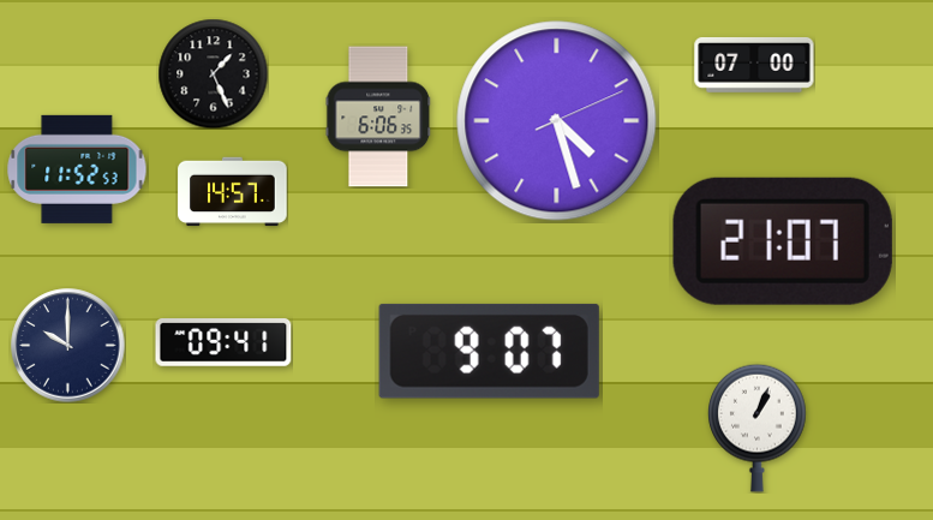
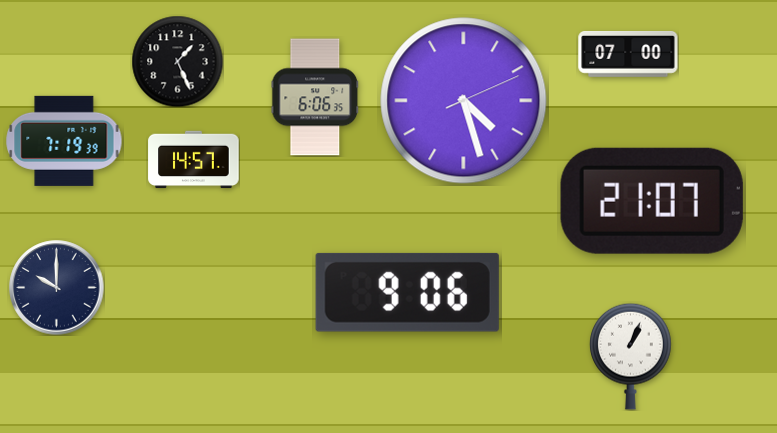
clock at (77, 169): 11:52 -> 7:19
clock at (223, 342): 09:41 -> none
clock at (489, 351): 9:07 -> 9:06
